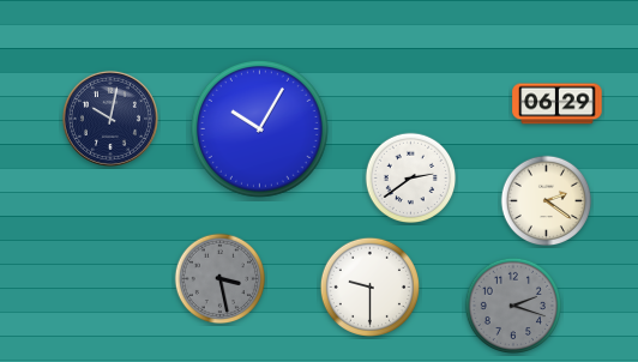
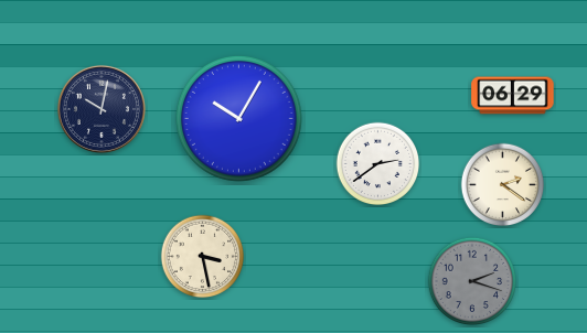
clock at (221, 279) dial: grey -> cream
clock at (369, 286): 9:30 -> none
